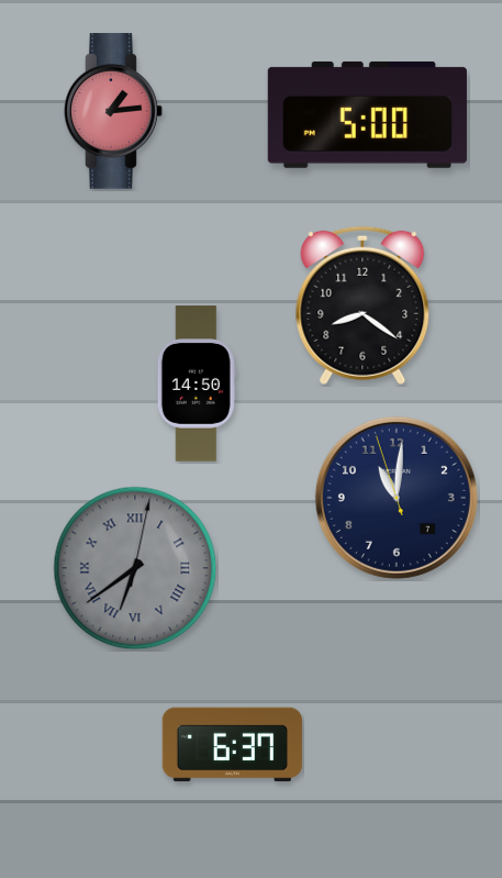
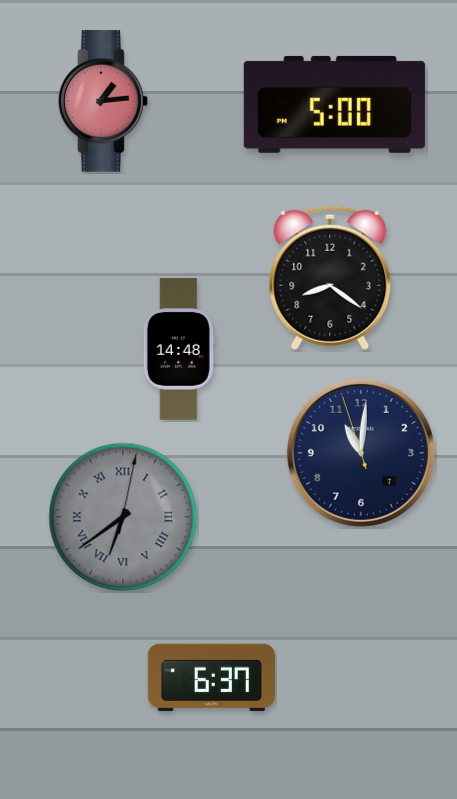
clock at (197, 384): 14:50 -> 14:48
